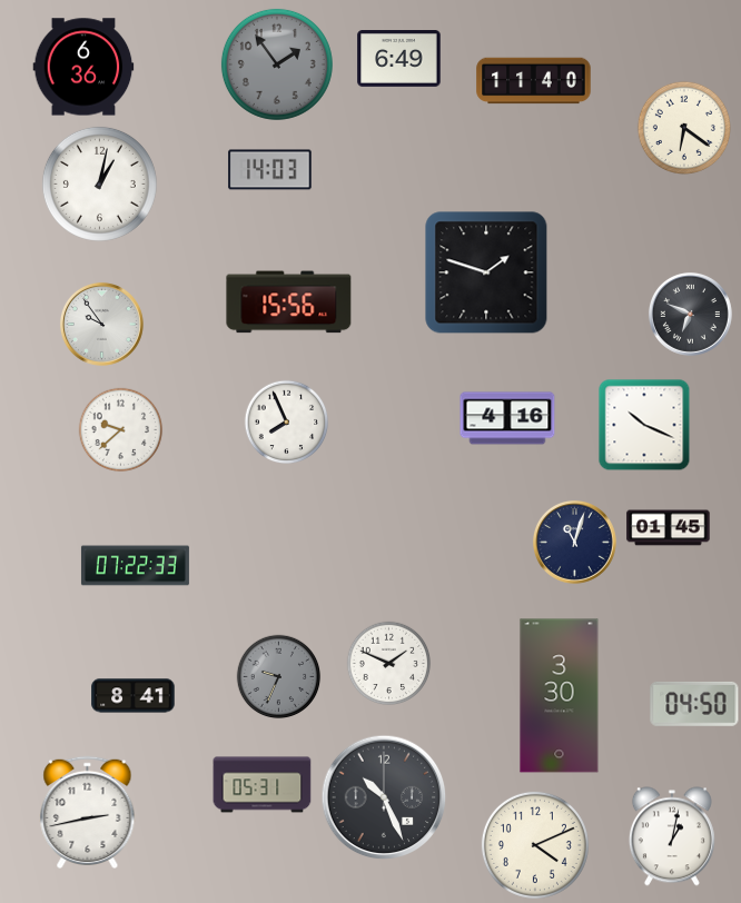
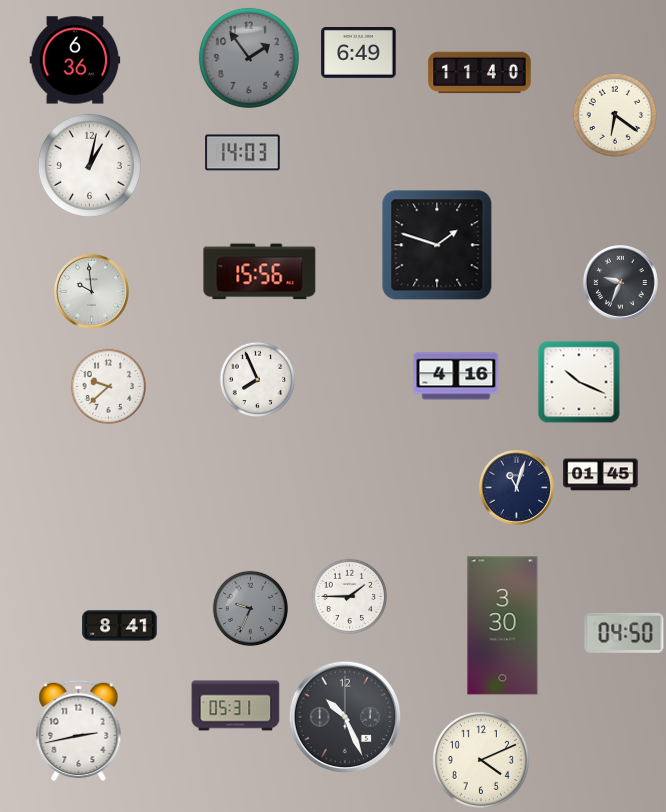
clock at (690, 314): 6:49 -> 9:34
clock at (101, 324): 9:54 -> 9:59
clock at (135, 566): 07:22 -> none
clock at (389, 664): 1:49 -> 1:45
clock at (672, 836): 1:02 -> none
